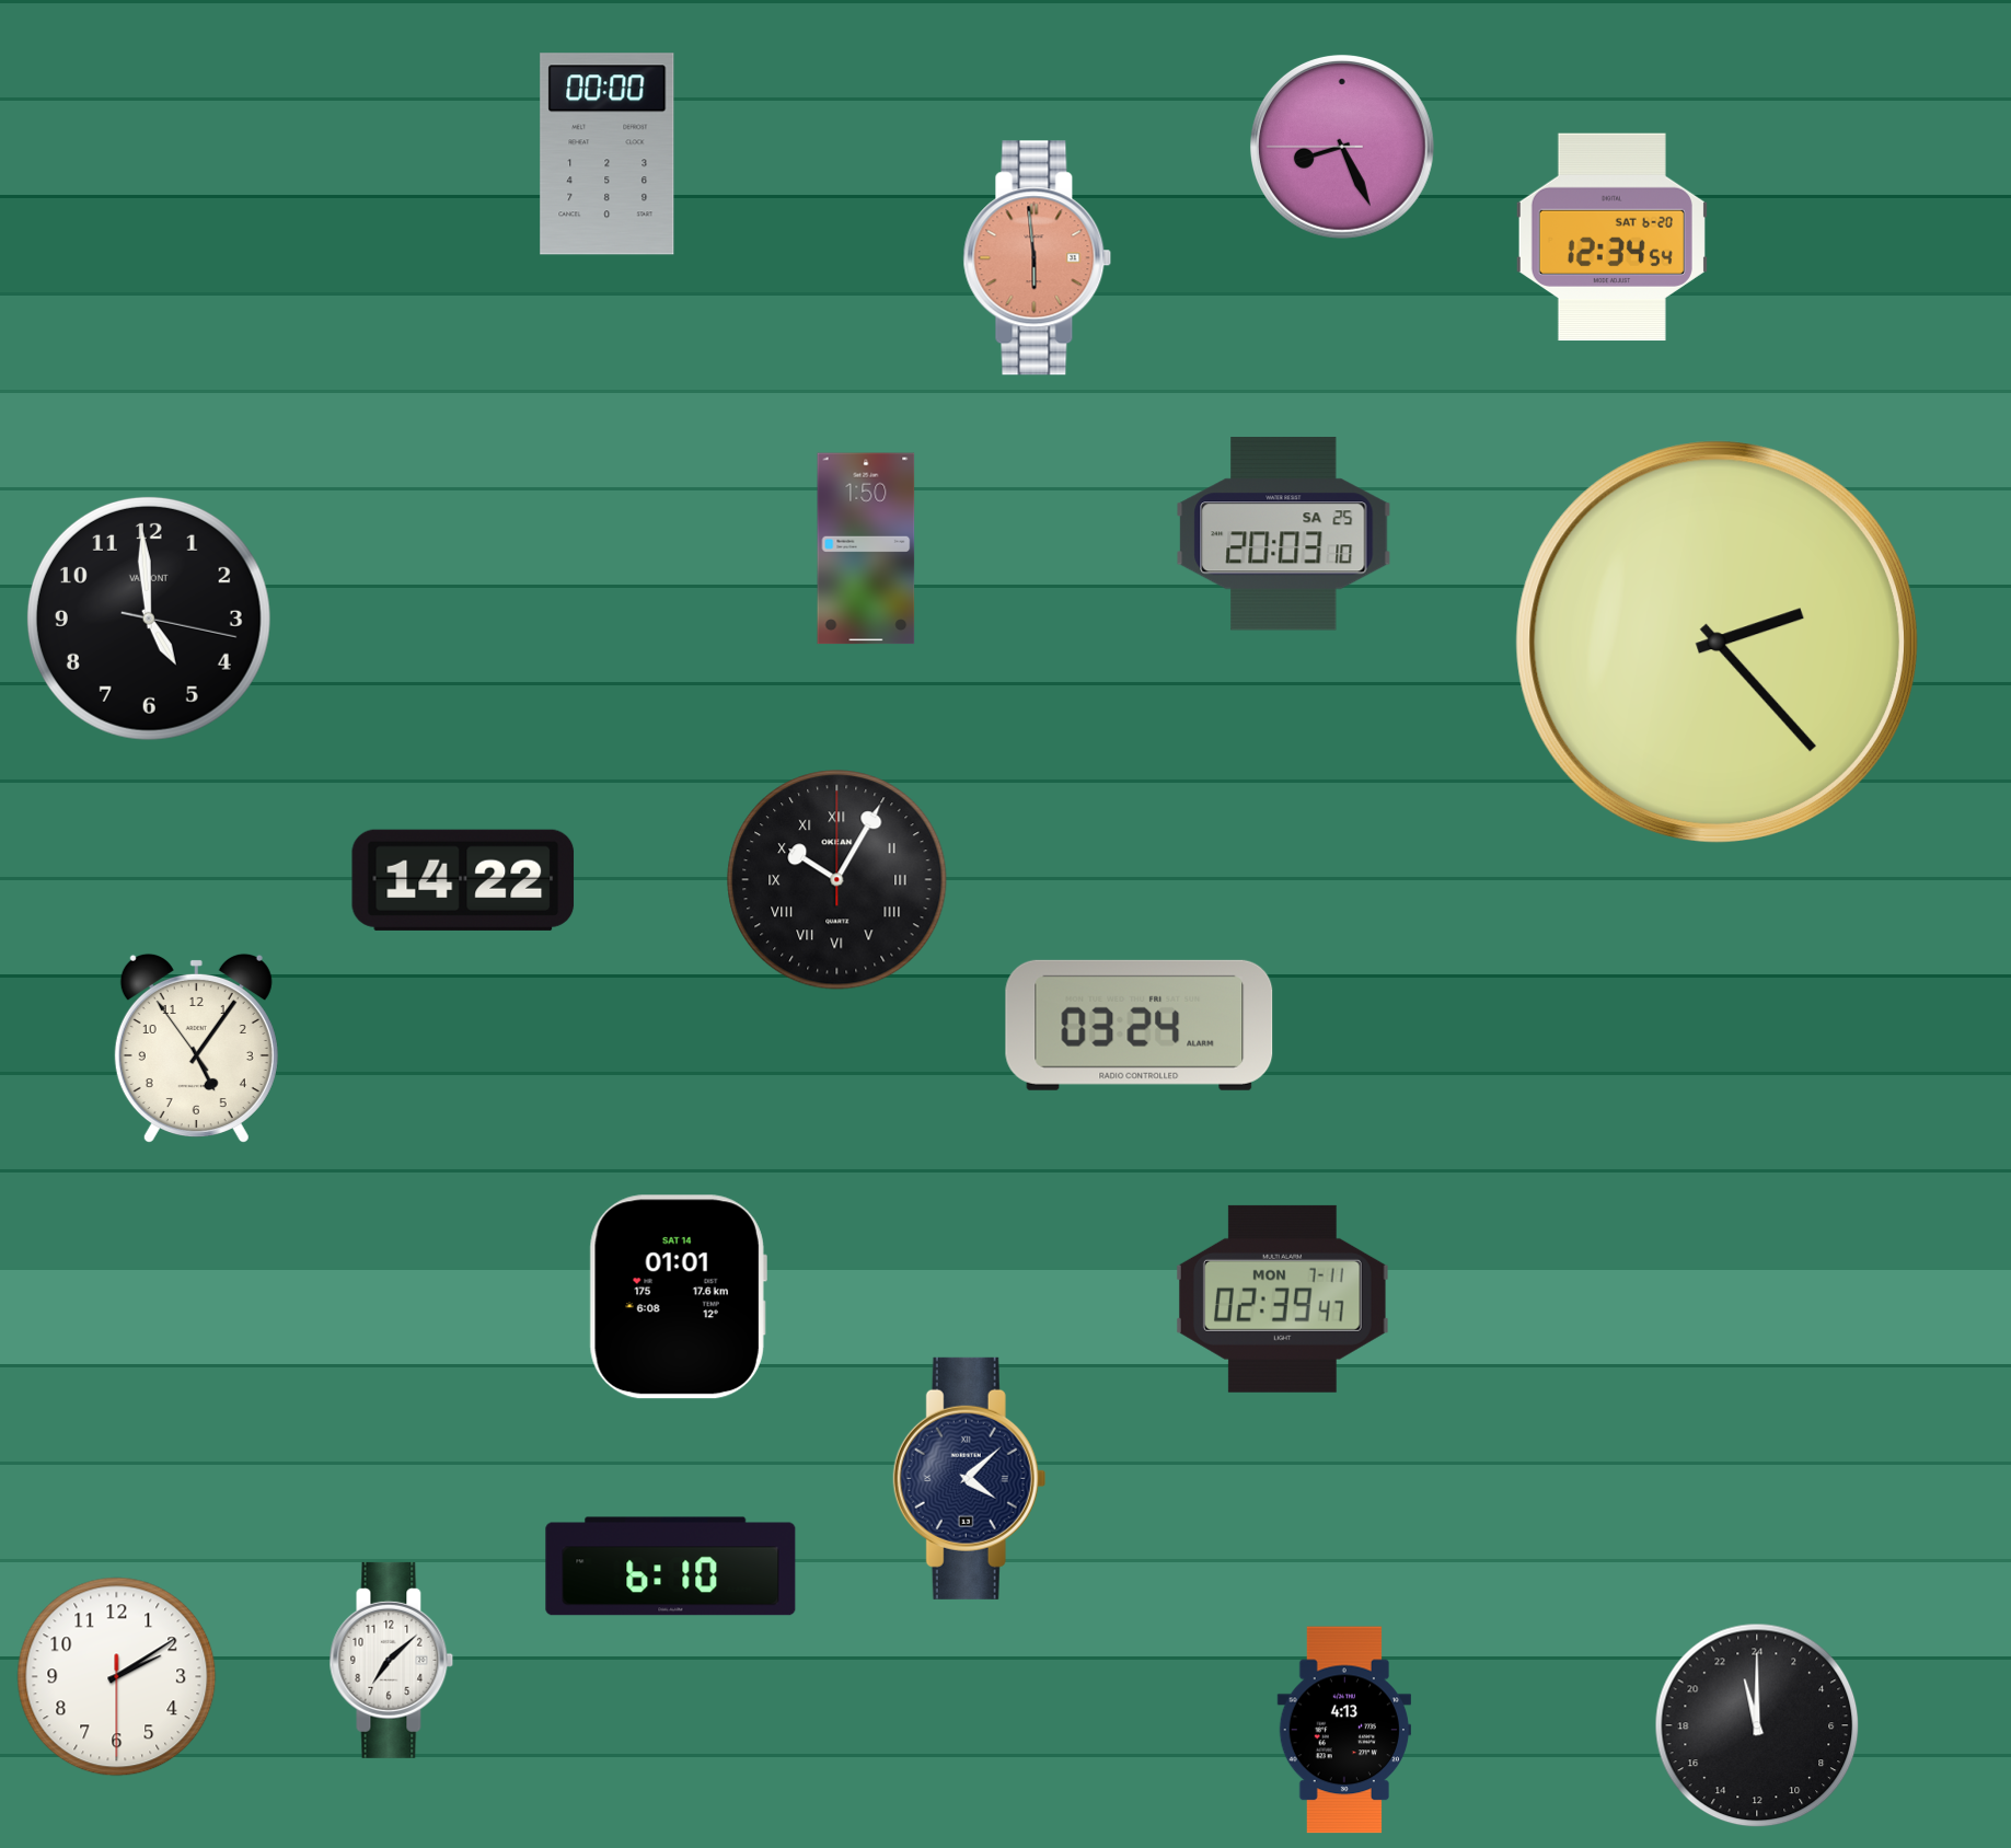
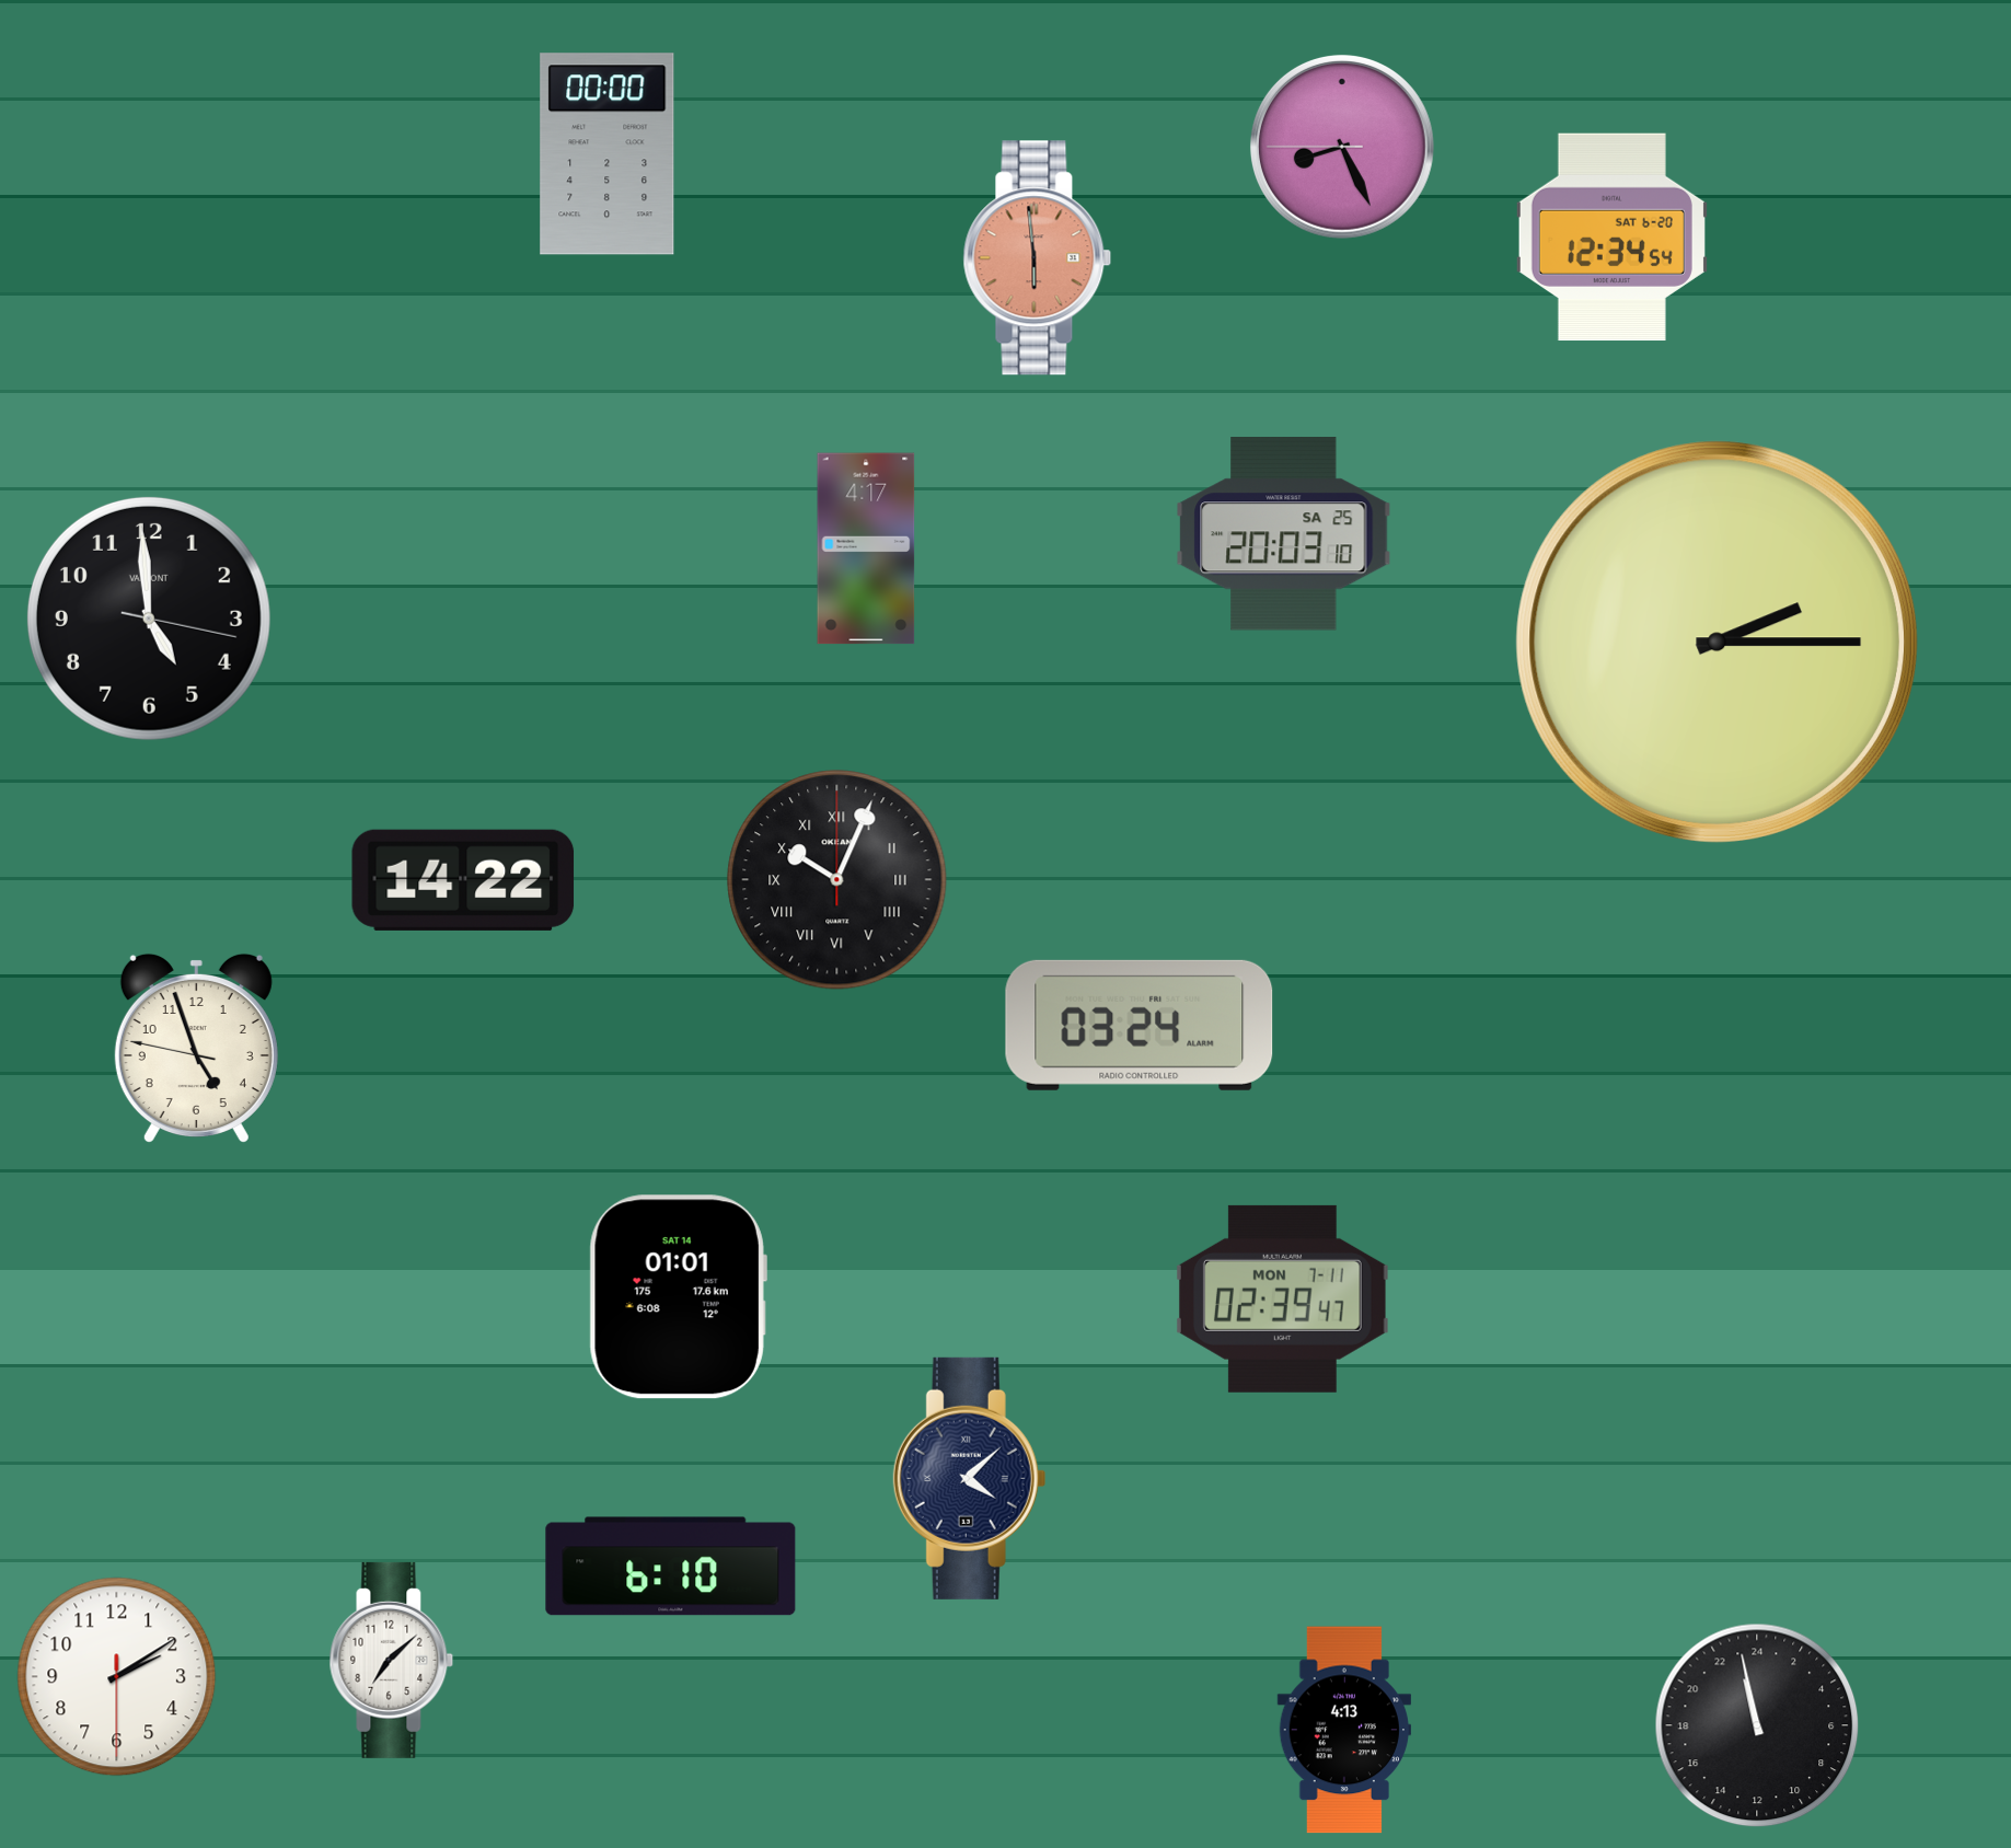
clock at (866, 548): 1:50 -> 4:17
clock at (1717, 642): 2:23 -> 2:15
clock at (837, 880): 10:05 -> 10:04
clock at (196, 1048): 5:05 -> 4:56
clock at (1757, 1725): 23:00 -> 22:58
